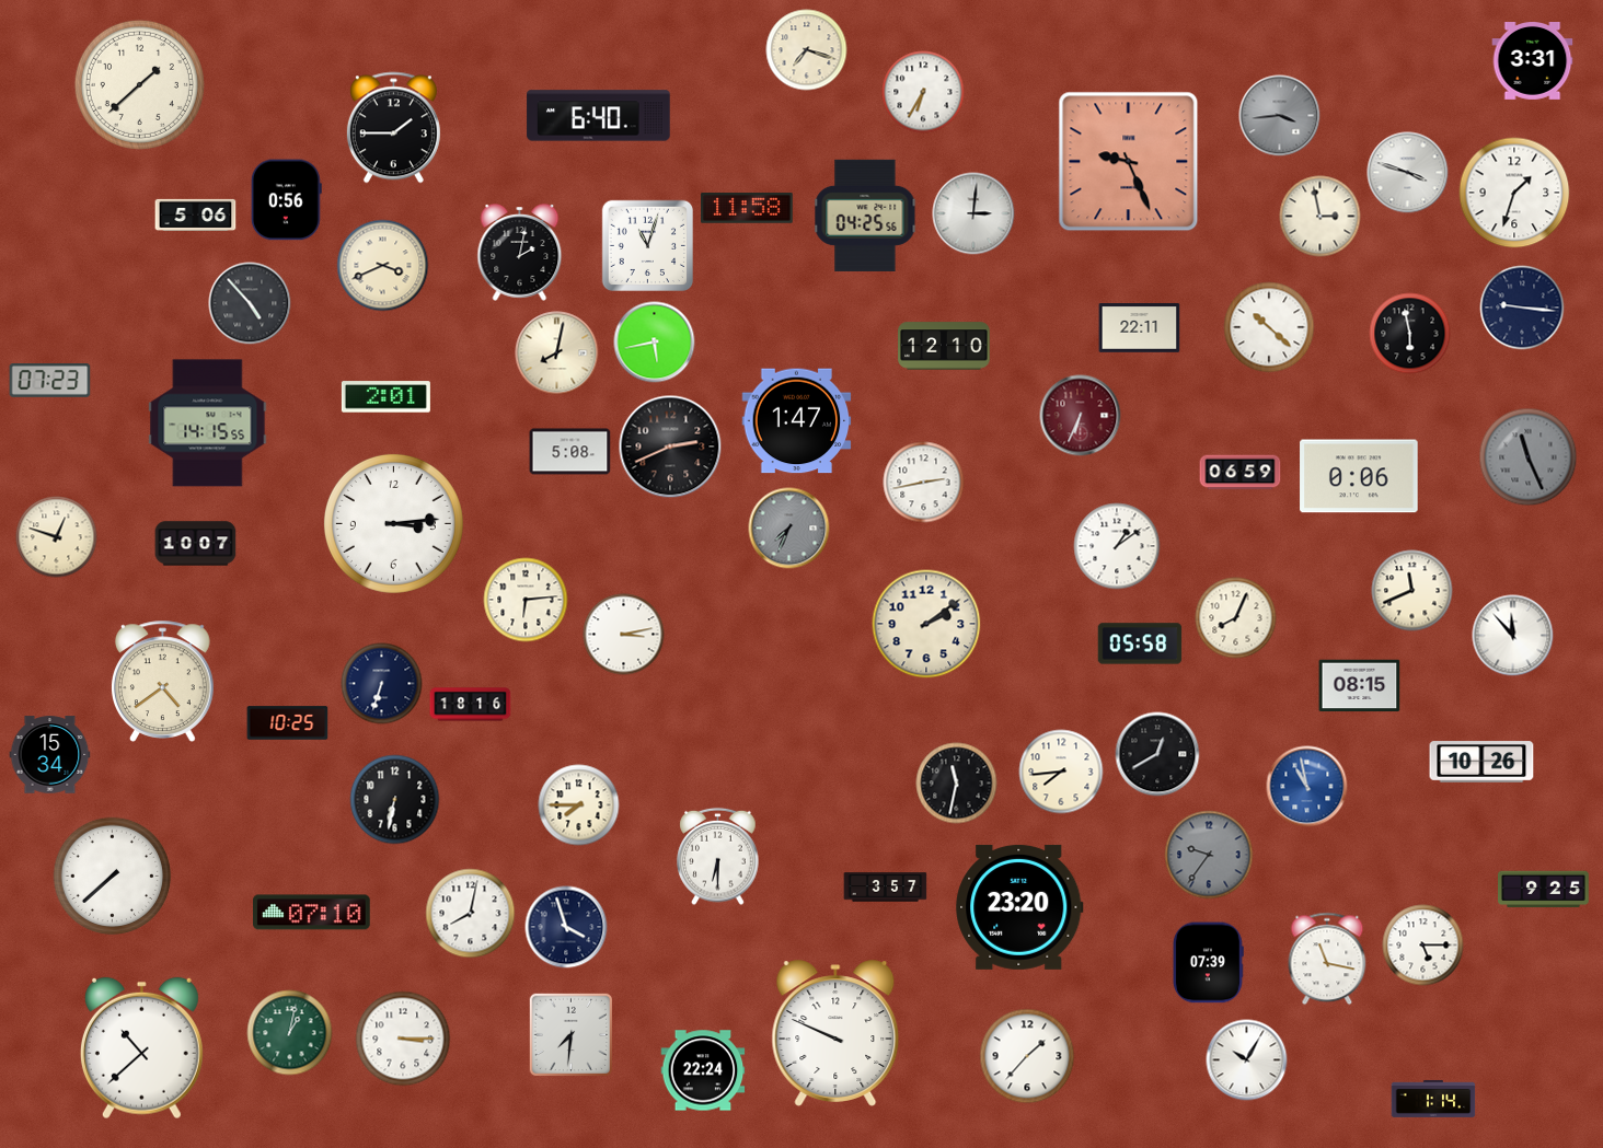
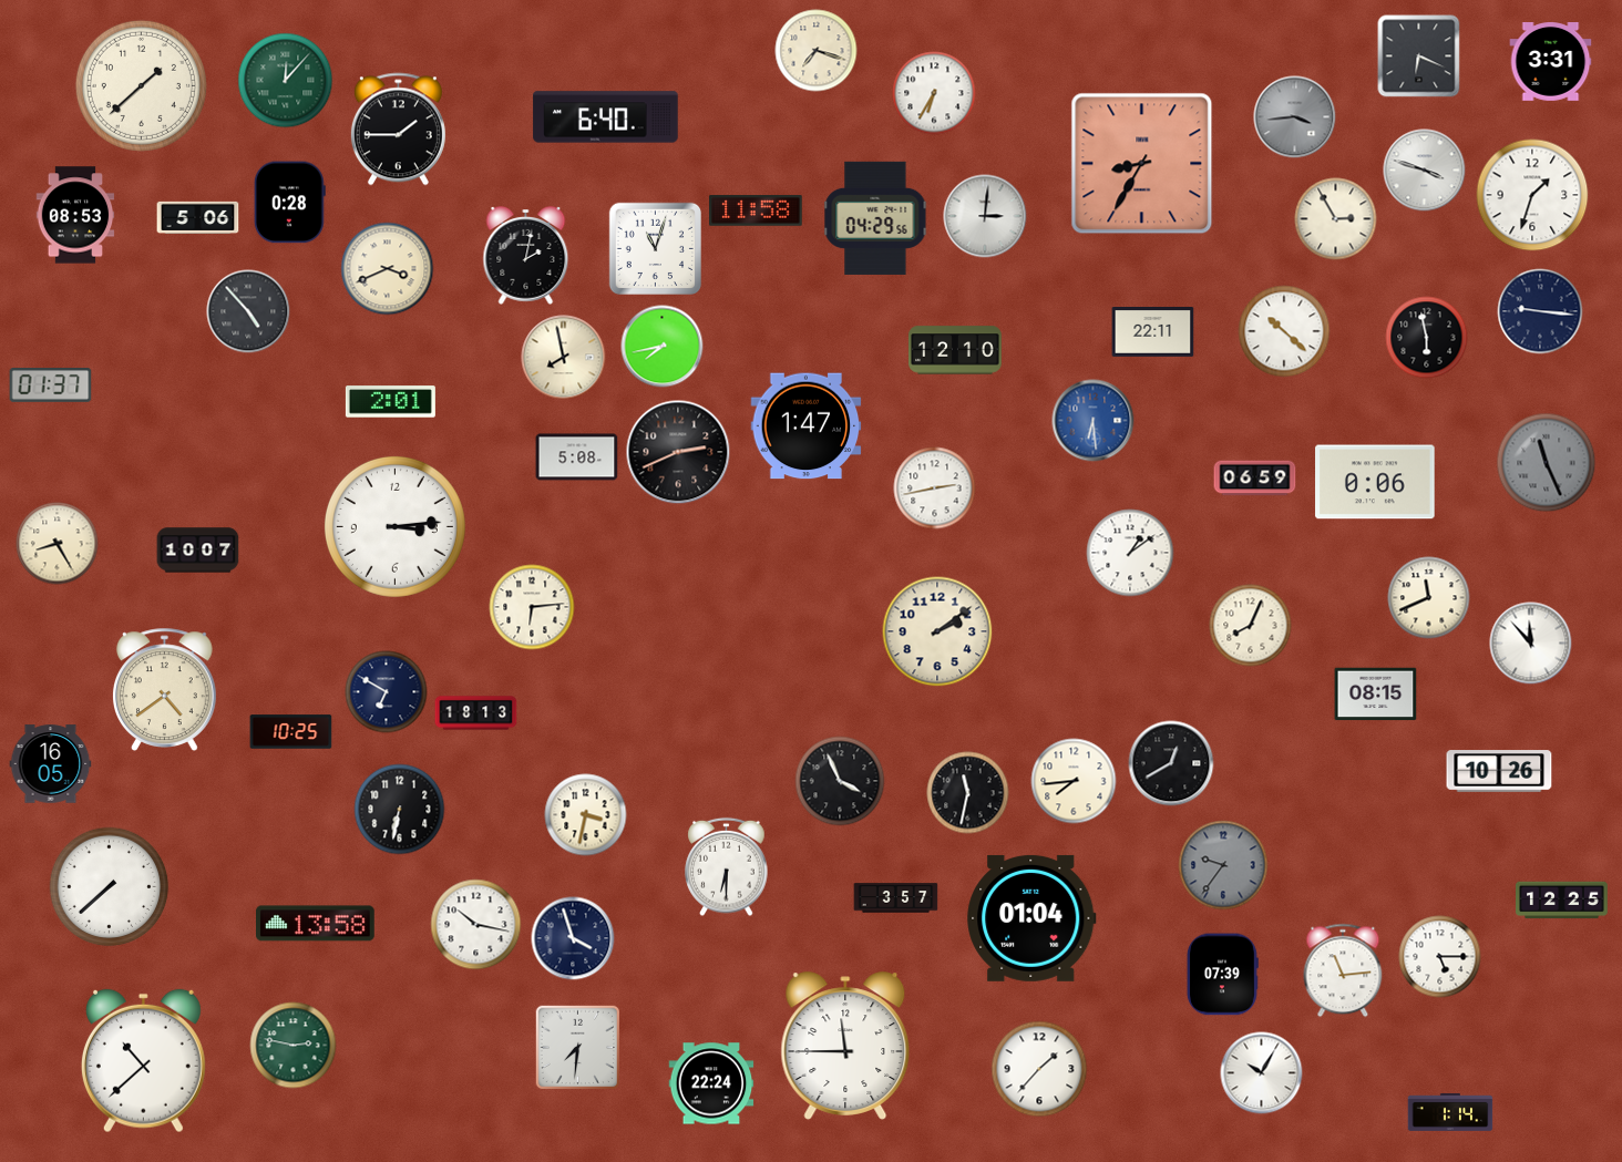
clock at (1419, 56): none -> 6:19
clock at (286, 81): none -> 12:07
clock at (1129, 162): 9:26 -> 8:35
clock at (1408, 173) position: (1408, 173) -> (1425, 171)
clock at (286, 200): 0:56 -> 0:28
clock at (75, 215): none -> 08:53
clock at (865, 216): 04:25 -> 04:29
clock at (1321, 217): 2:58 -> 2:55
clock at (250, 303) position: (250, 303) -> (248, 311)
clock at (655, 343): 5:43 -> 7:43
clock at (557, 353): 8:02 -> 7:58
clock at (50, 381): 07:23 -> 01:37
clock at (1081, 416): 6:34 -> 6:29
clock at (1081, 416) dial: burgundy -> blue
clock at (208, 424): 14:15 -> none
clock at (393, 523) position: (393, 523) -> (394, 526)
clock at (789, 529): 7:34 -> none
clock at (57, 537): 12:48 -> 8:25
clock at (624, 635): 3:13 -> none
clock at (1140, 643): 05:58 -> none
clock at (382, 684): 6:33 -> 6:50
clock at (471, 705): 18:16 -> 18:13
clock at (50, 755): 15:34 -> 16:05
clock at (840, 781): none -> 3:56
clock at (1307, 787): 10:58 -> none
clock at (579, 805): 7:45 -> 3:32
clock at (113, 877) position: (113, 877) -> (110, 887)
clock at (1544, 890): 9:25 -> 12:25
clock at (1019, 907): 23:20 -> 01:04
clock at (312, 913): 07:10 -> 13:58
clock at (471, 914): 8:02 -> 10:17
clock at (1327, 959): 11:17 -> 11:14
clock at (290, 1033): 1:02 -> 2:47
clock at (835, 1033): 9:49 -> 11:45
clock at (403, 1039): 3:15 -> none
